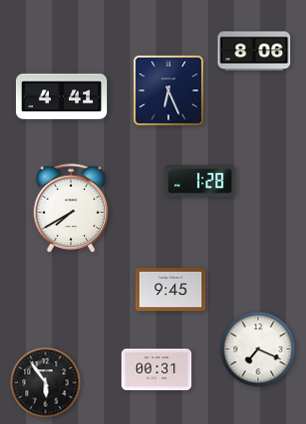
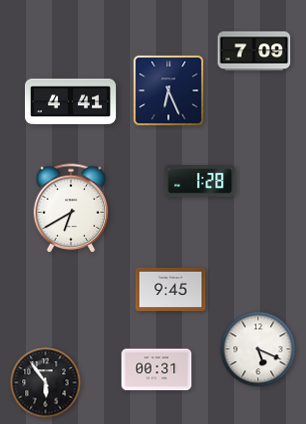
clock at (254, 51): 8:06 -> 7:09
clock at (61, 97) position: (61, 97) -> (70, 102)
clock at (71, 208): 7:40 -> 6:40
clock at (258, 349): 7:19 -> 5:19
